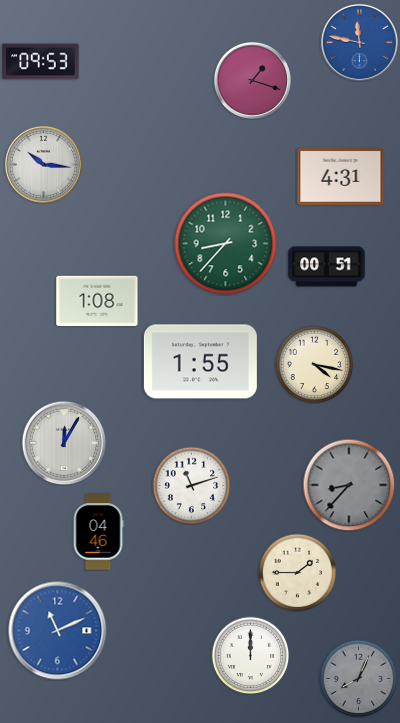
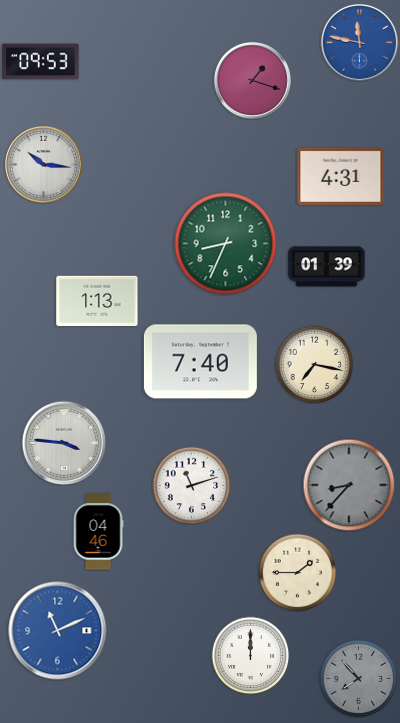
clock at (226, 244): 8:37 -> 8:34
clock at (327, 267): 00:51 -> 01:39
clock at (97, 300): 1:08 -> 1:13
clock at (200, 362): 1:55 -> 7:40
clock at (314, 364): 4:17 -> 7:17
clock at (64, 443): 12:05 -> 3:46
clock at (358, 678): 8:04 -> 7:53
